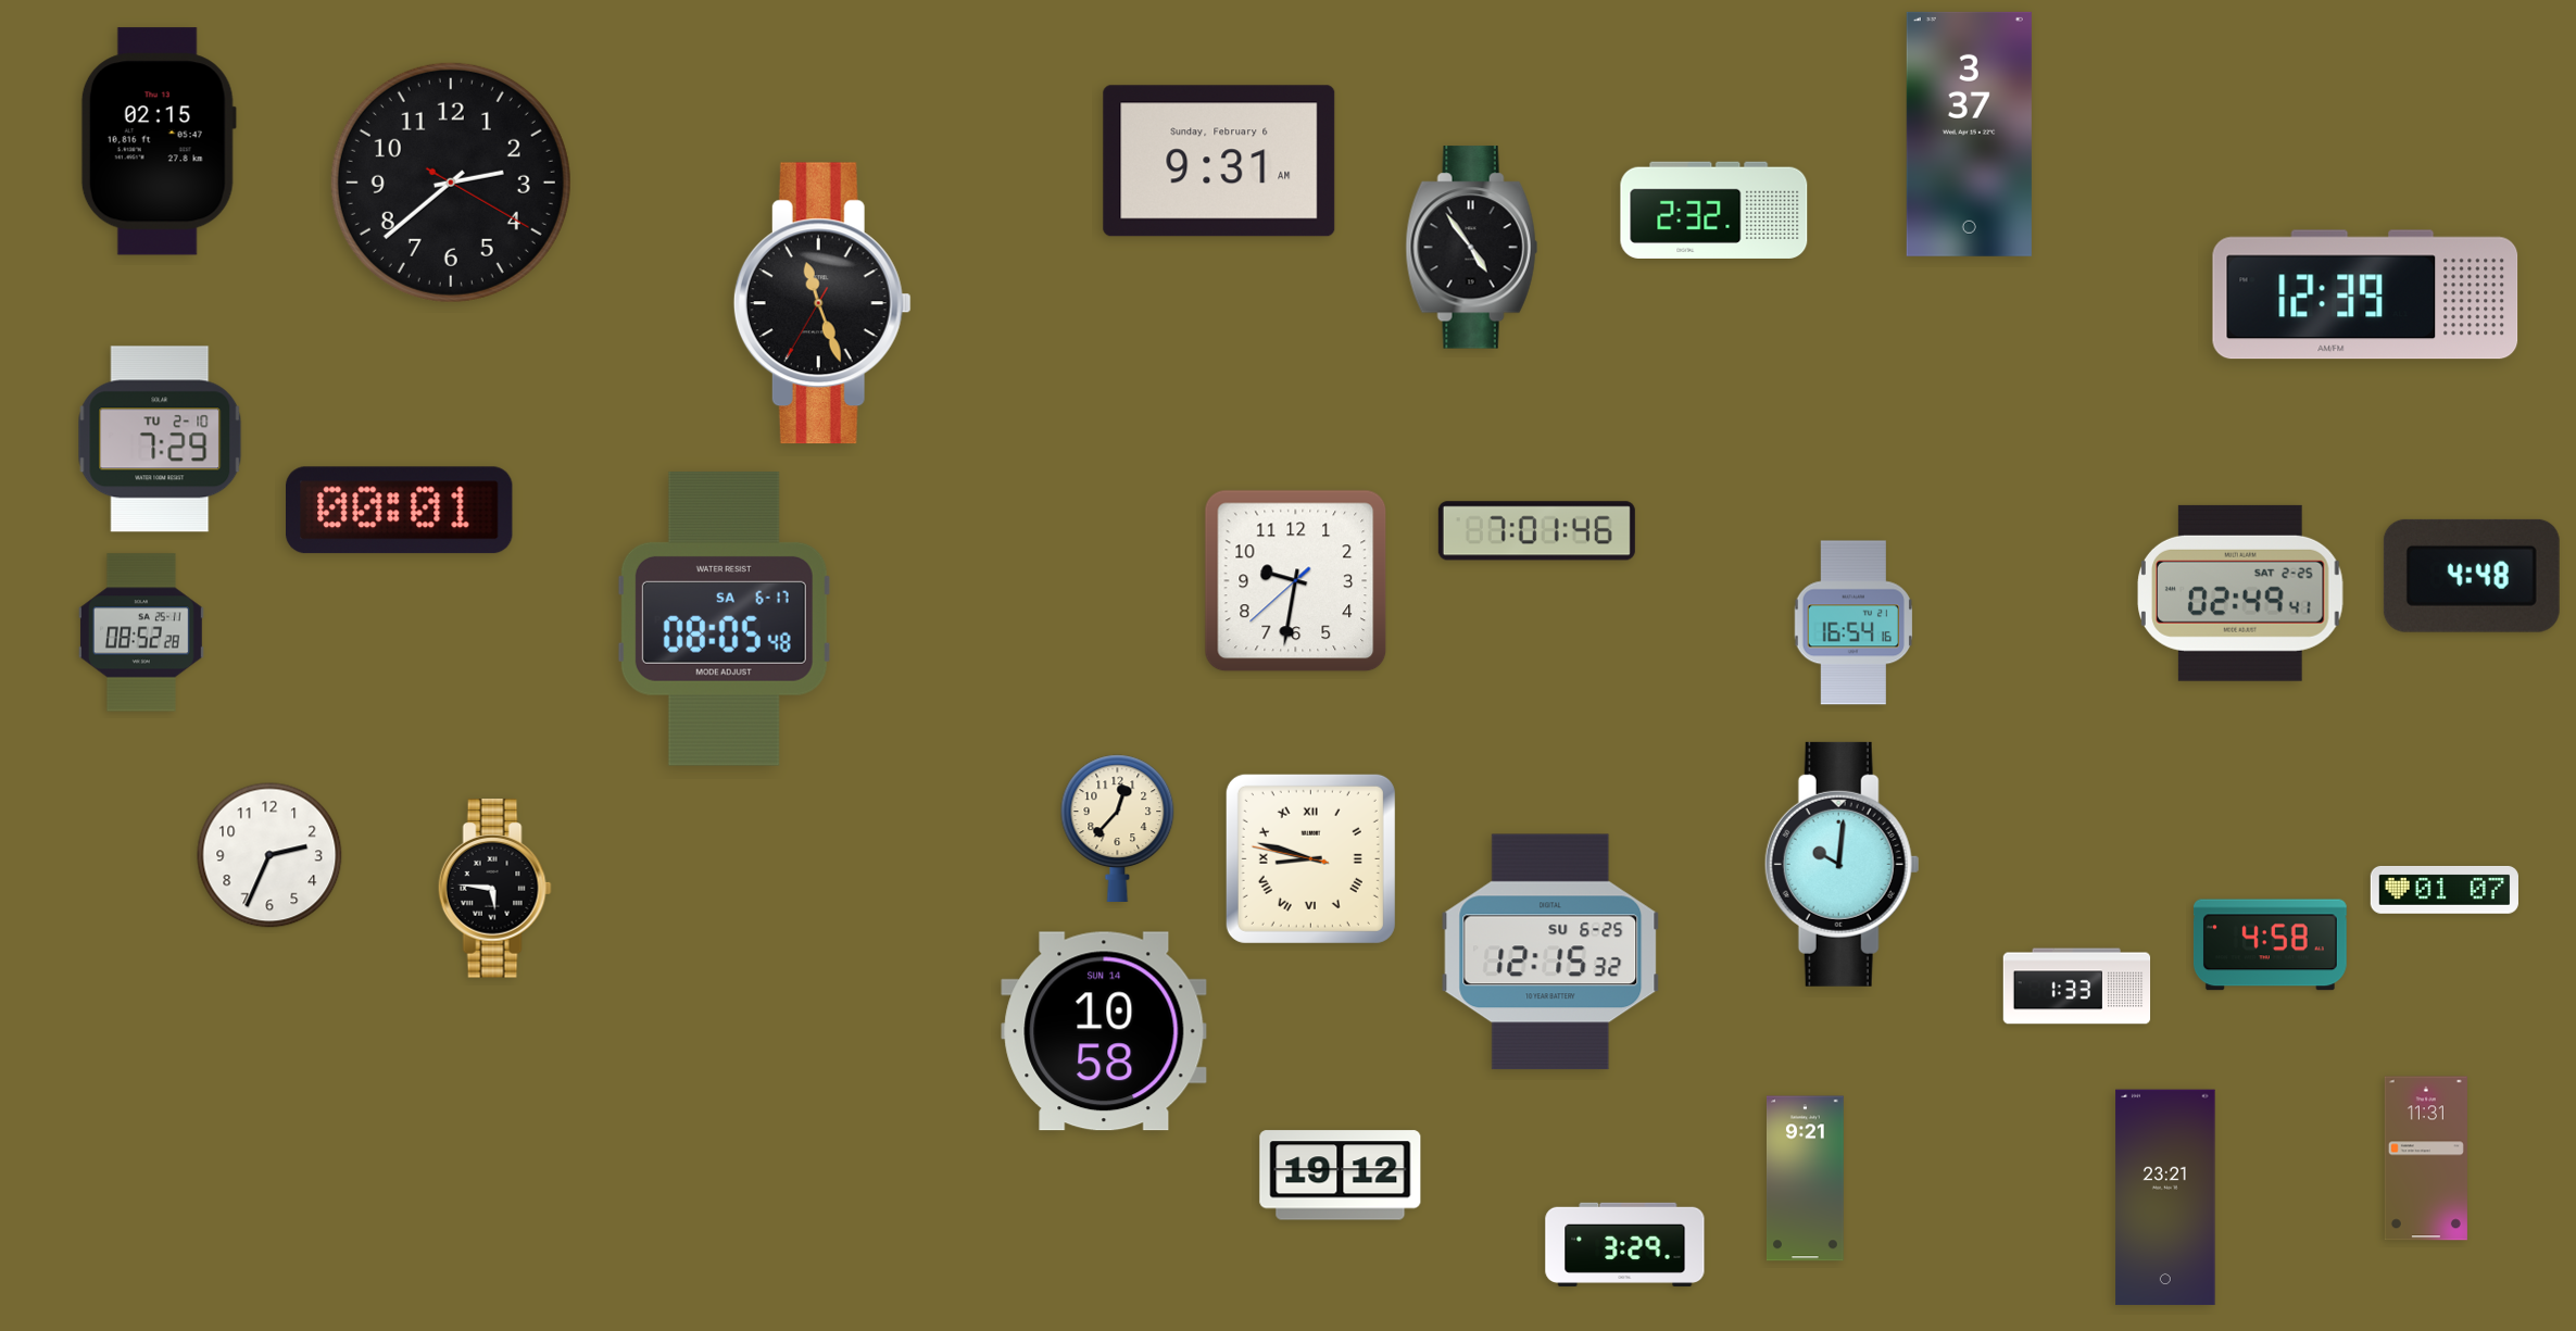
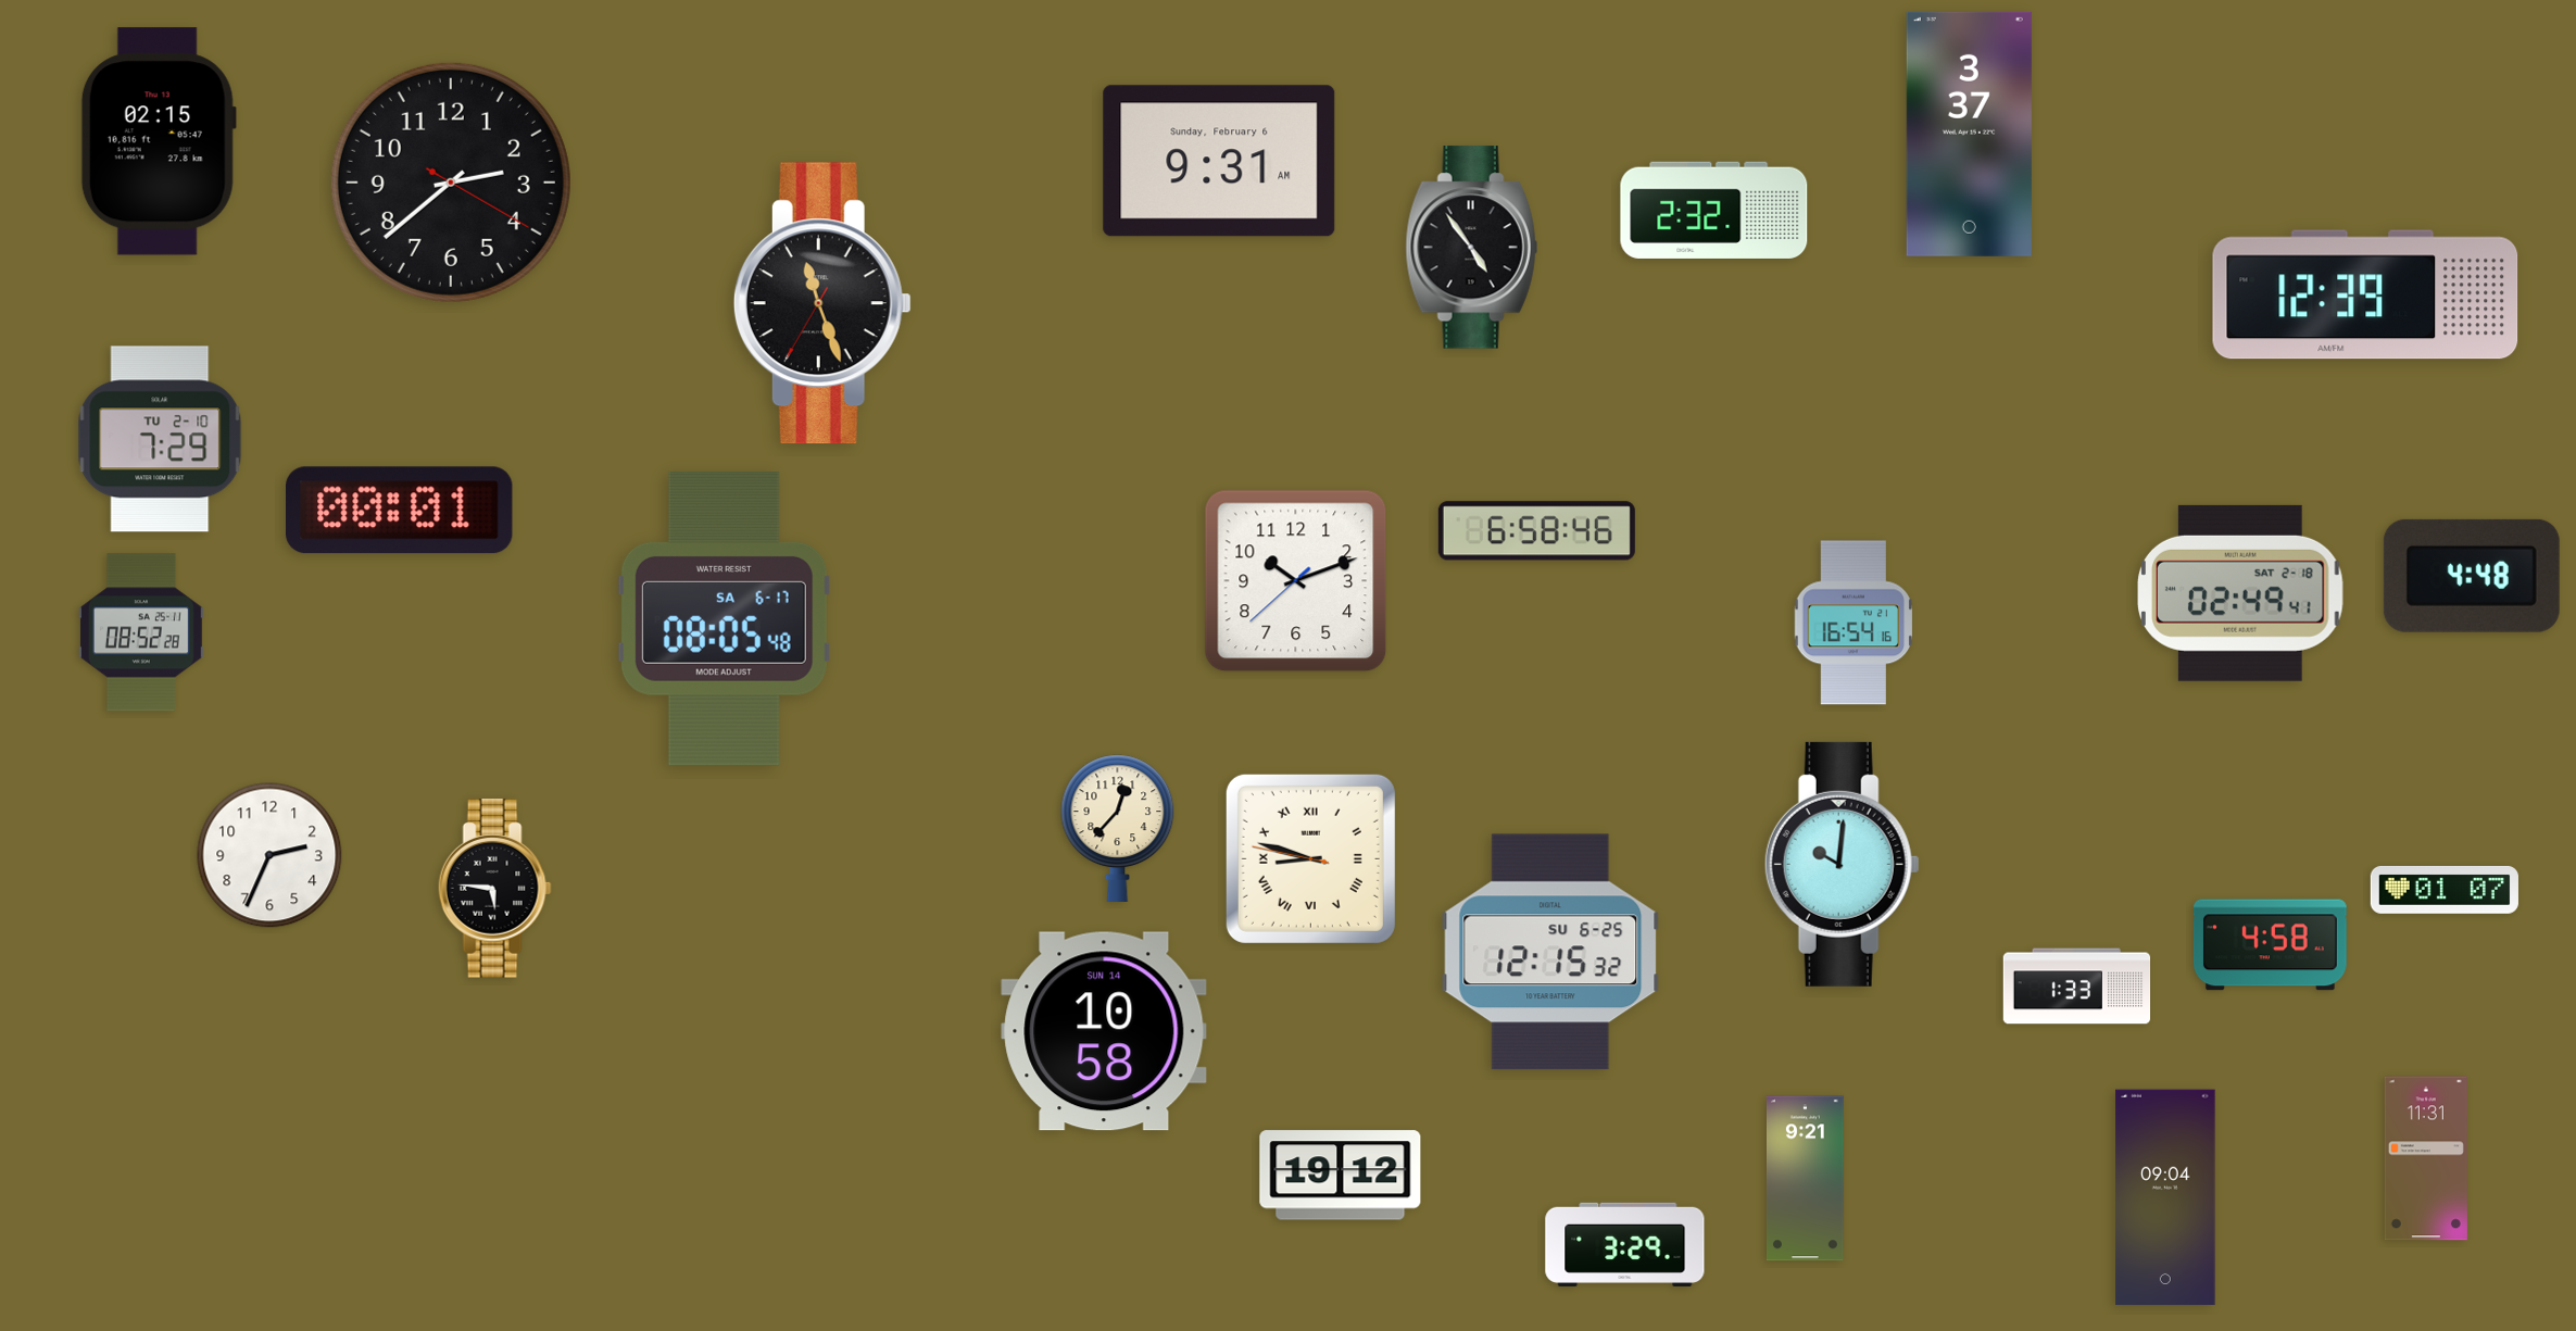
clock at (1536, 531): 7:01 -> 6:58
clock at (1296, 581): 9:31 -> 10:11
clock at (2241, 593) date: SAT 2-25 -> SAT 2-18
clock at (2165, 1197): 23:21 -> 09:04
